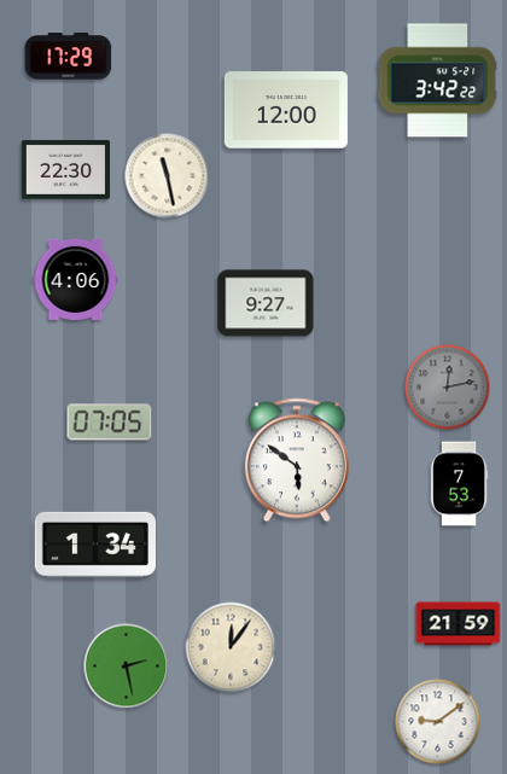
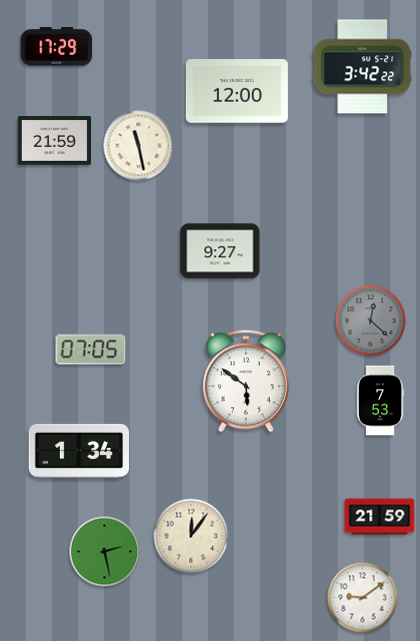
clock at (66, 169): 22:30 -> 21:59
clock at (76, 279): 4:06 -> none
clock at (448, 388): 12:13 -> 12:22
